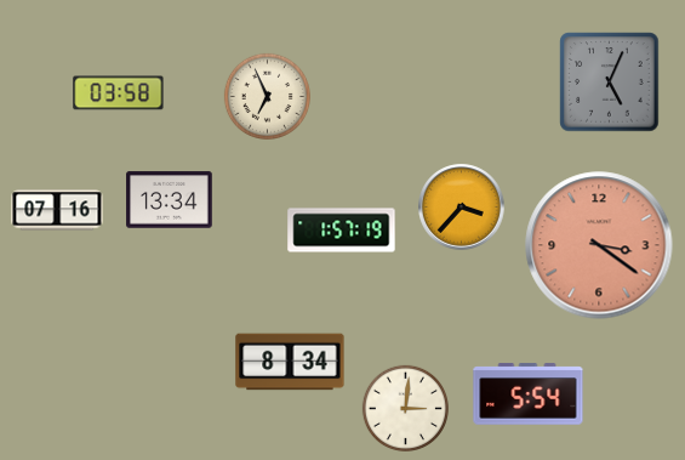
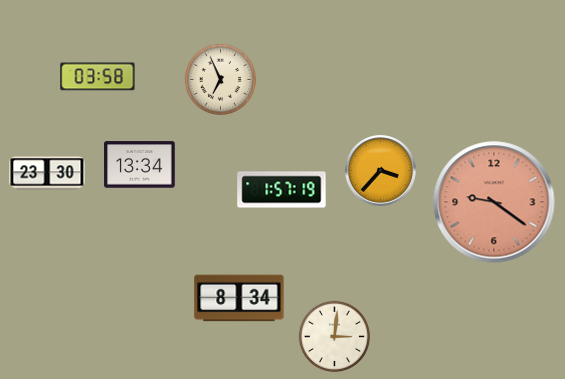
clock at (610, 83): 5:04 -> none
clock at (57, 210): 07:16 -> 23:30
clock at (599, 245): 3:21 -> 9:21
clock at (529, 394): 5:54 -> none
